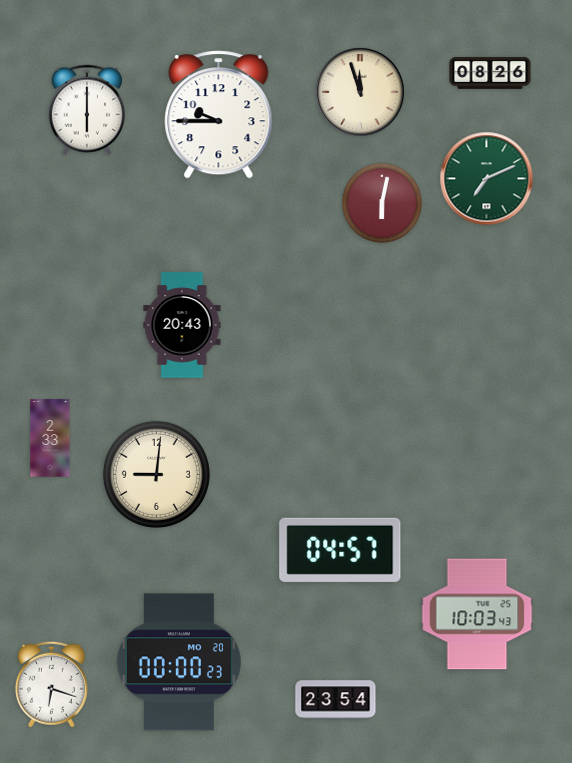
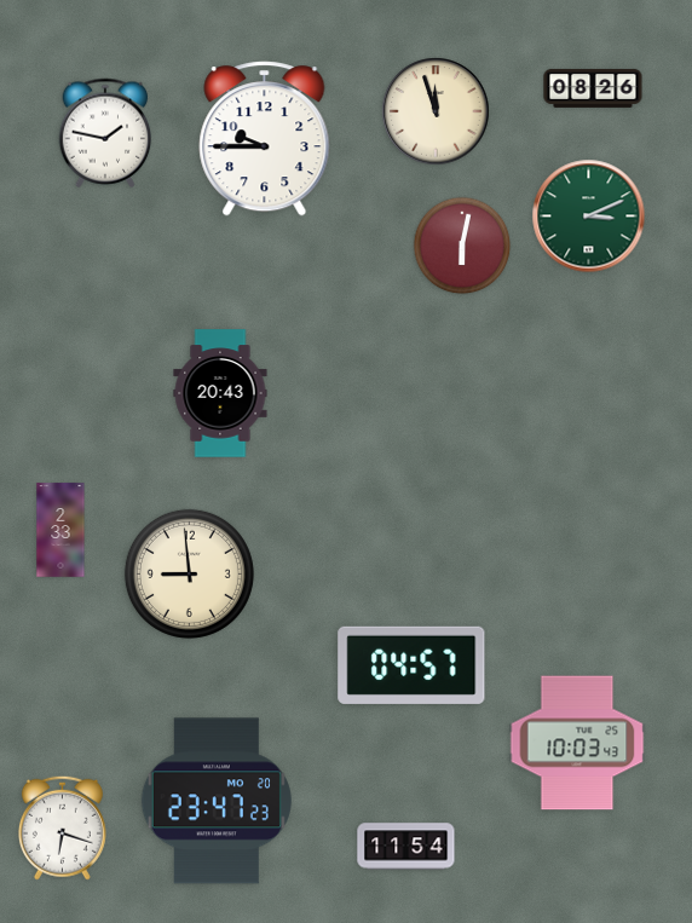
clock at (87, 110): 6:00 -> 1:47
clock at (487, 179): 7:11 -> 3:11
clock at (156, 474): 9:01 -> 8:59
clock at (179, 662): 00:00 -> 23:47
clock at (336, 700): 23:54 -> 11:54
